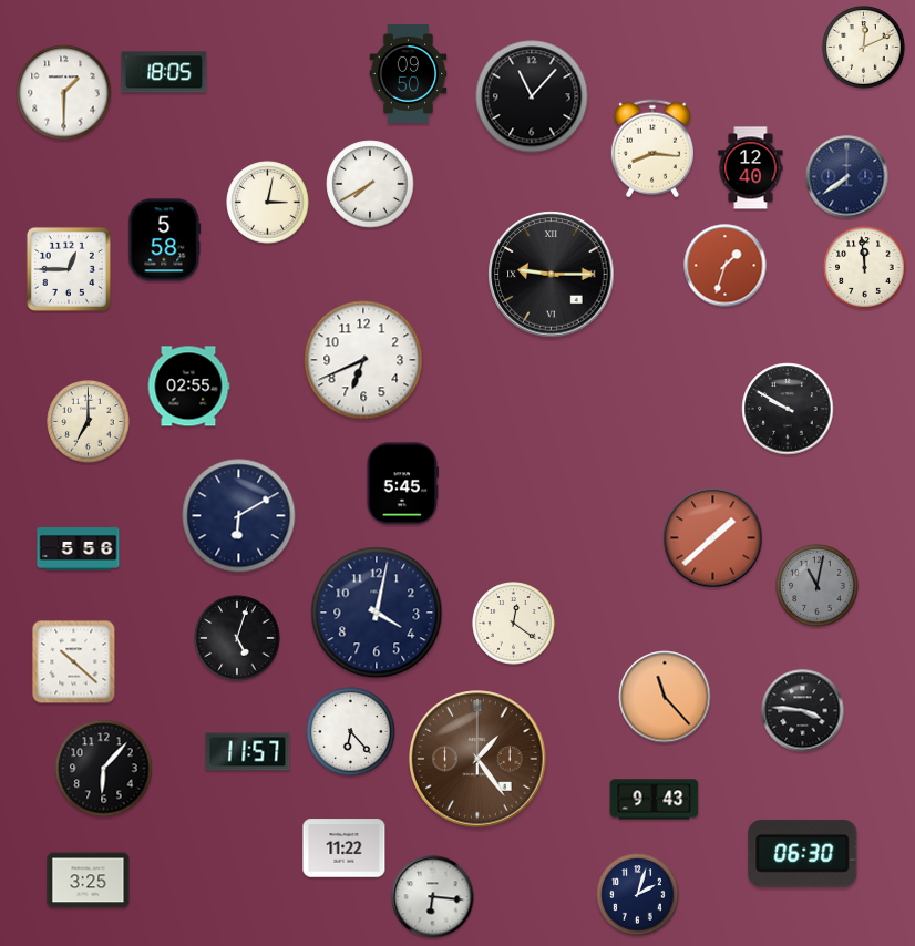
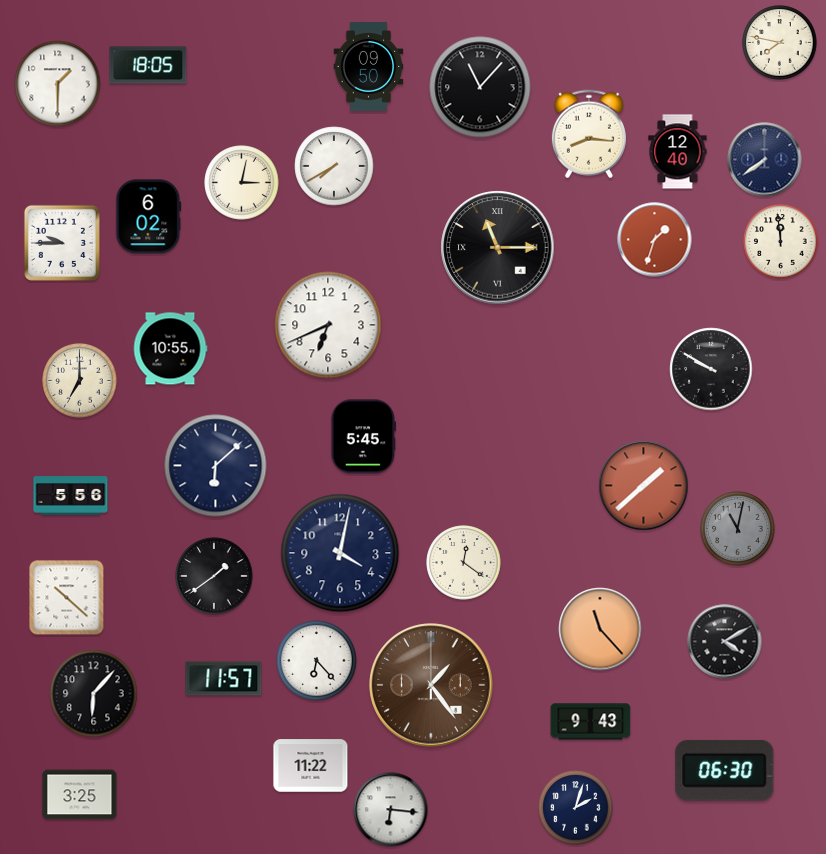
clock at (864, 48): 12:11 -> 7:47
clock at (165, 240): 5:58 -> 6:02
clock at (69, 269): 12:45 -> 9:45
clock at (552, 275): 9:15 -> 11:15
clock at (188, 387): 02:55 -> 10:55
clock at (239, 516): 6:10 -> 6:08
clock at (237, 638): 5:03 -> 1:39
clock at (803, 711): 3:46 -> 4:10
